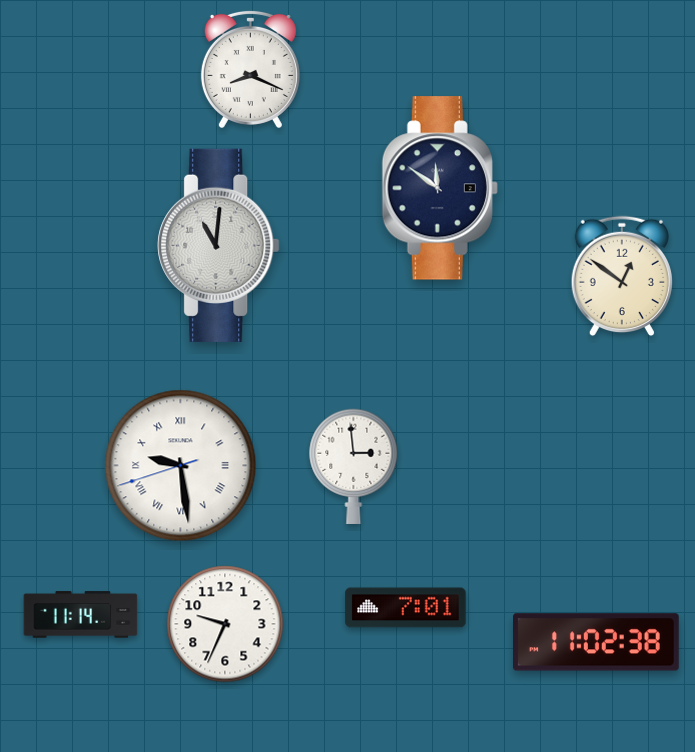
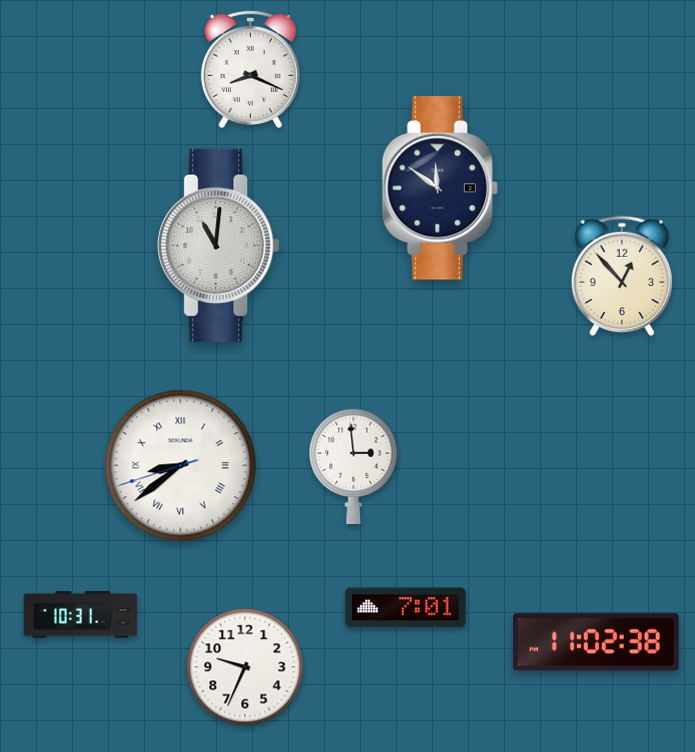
clock at (622, 276): 12:51 -> 12:53
clock at (181, 466): 9:28 -> 8:38
clock at (81, 615): 11:14 -> 10:31
clock at (225, 624) position: (225, 624) -> (245, 667)
